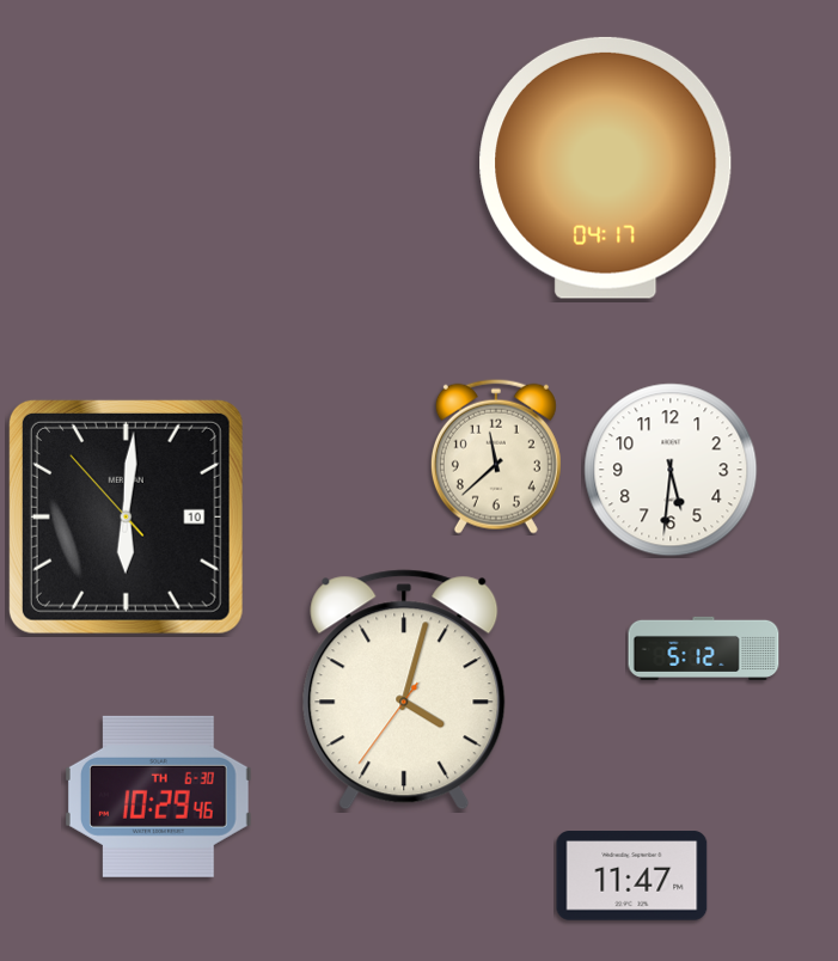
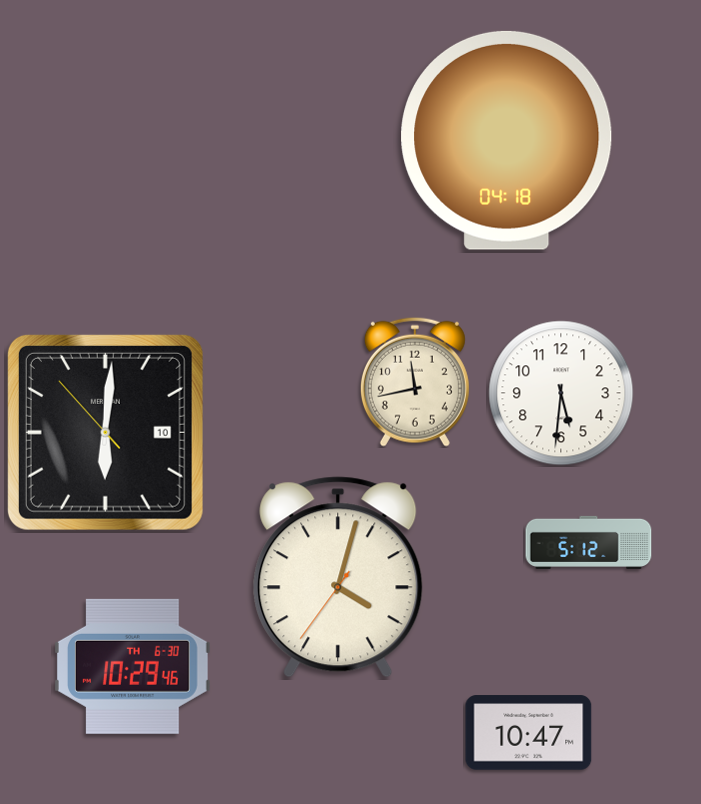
clock at (606, 167): 04:17 -> 04:18
clock at (496, 457): 11:38 -> 11:43
clock at (632, 876): 11:47 -> 10:47
